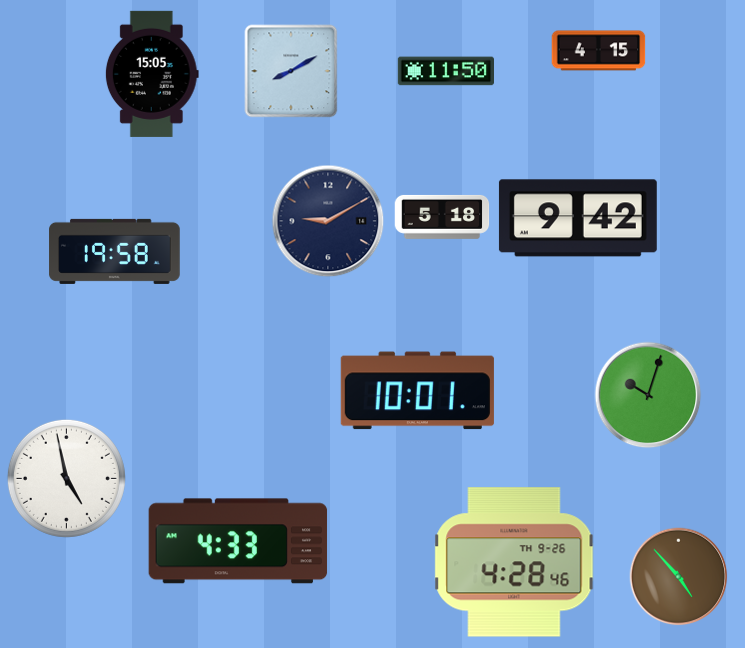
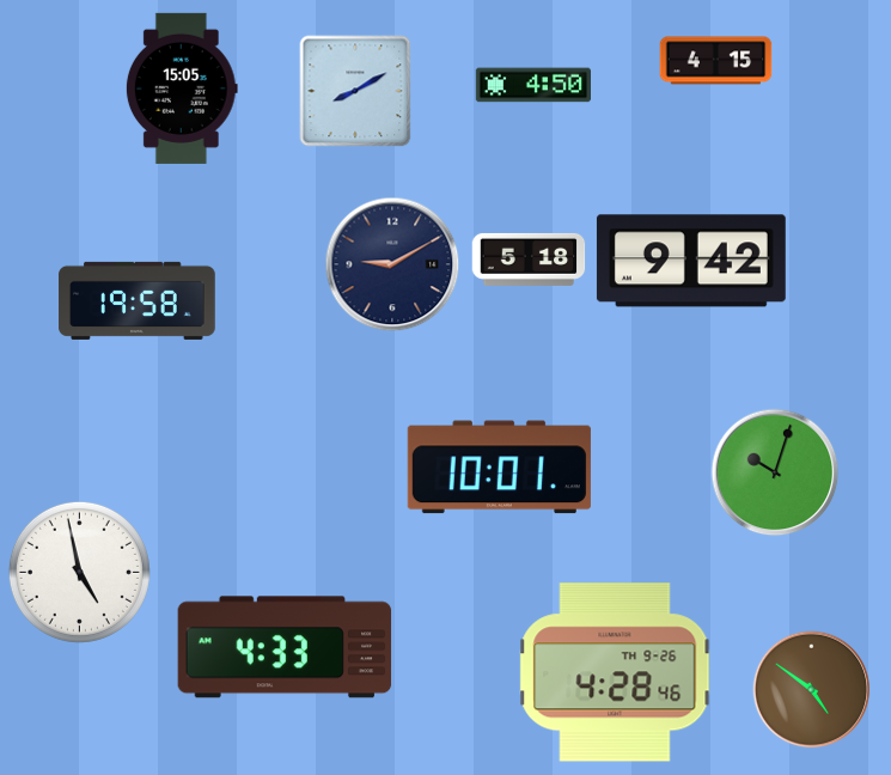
clock at (291, 71) position: (291, 71) -> (355, 91)
clock at (445, 71): 11:50 -> 4:50
clock at (679, 577): 4:53 -> 4:51
